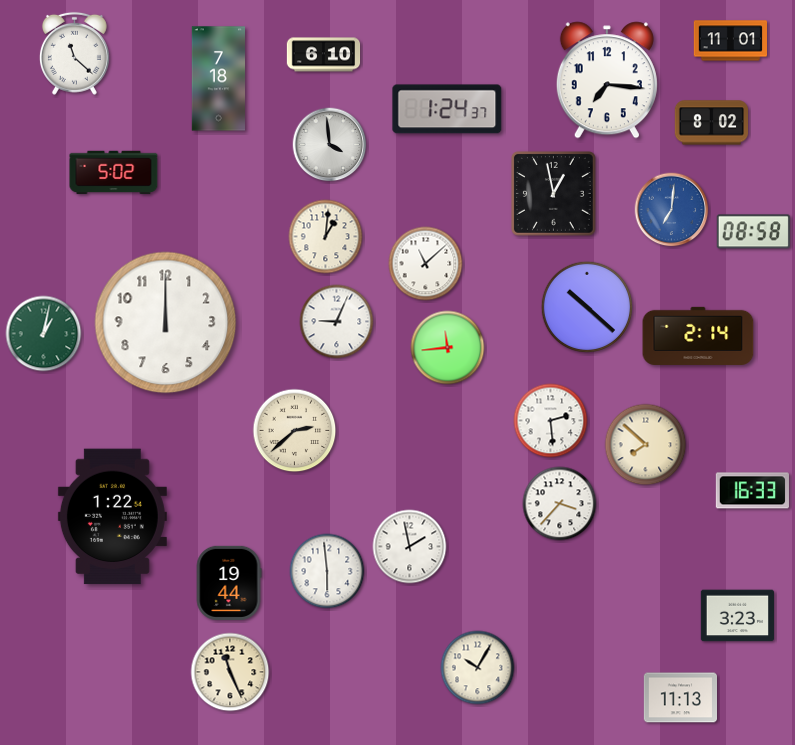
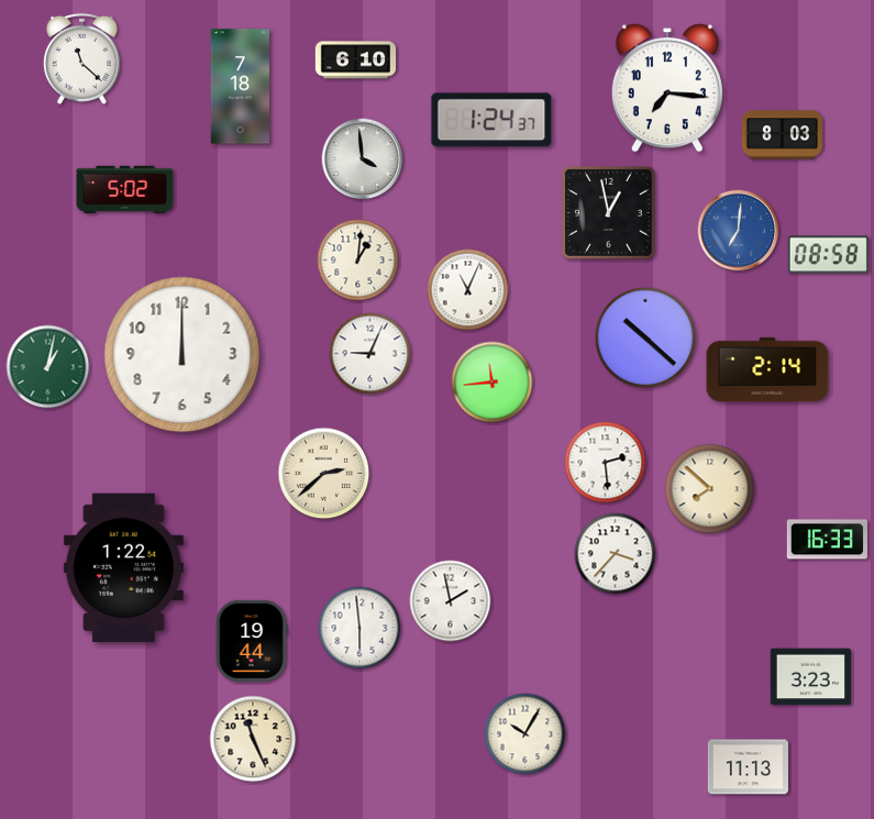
clock at (730, 41): 11:01 -> none
clock at (711, 123): 8:02 -> 8:03
clock at (426, 264): 11:08 -> 11:04
